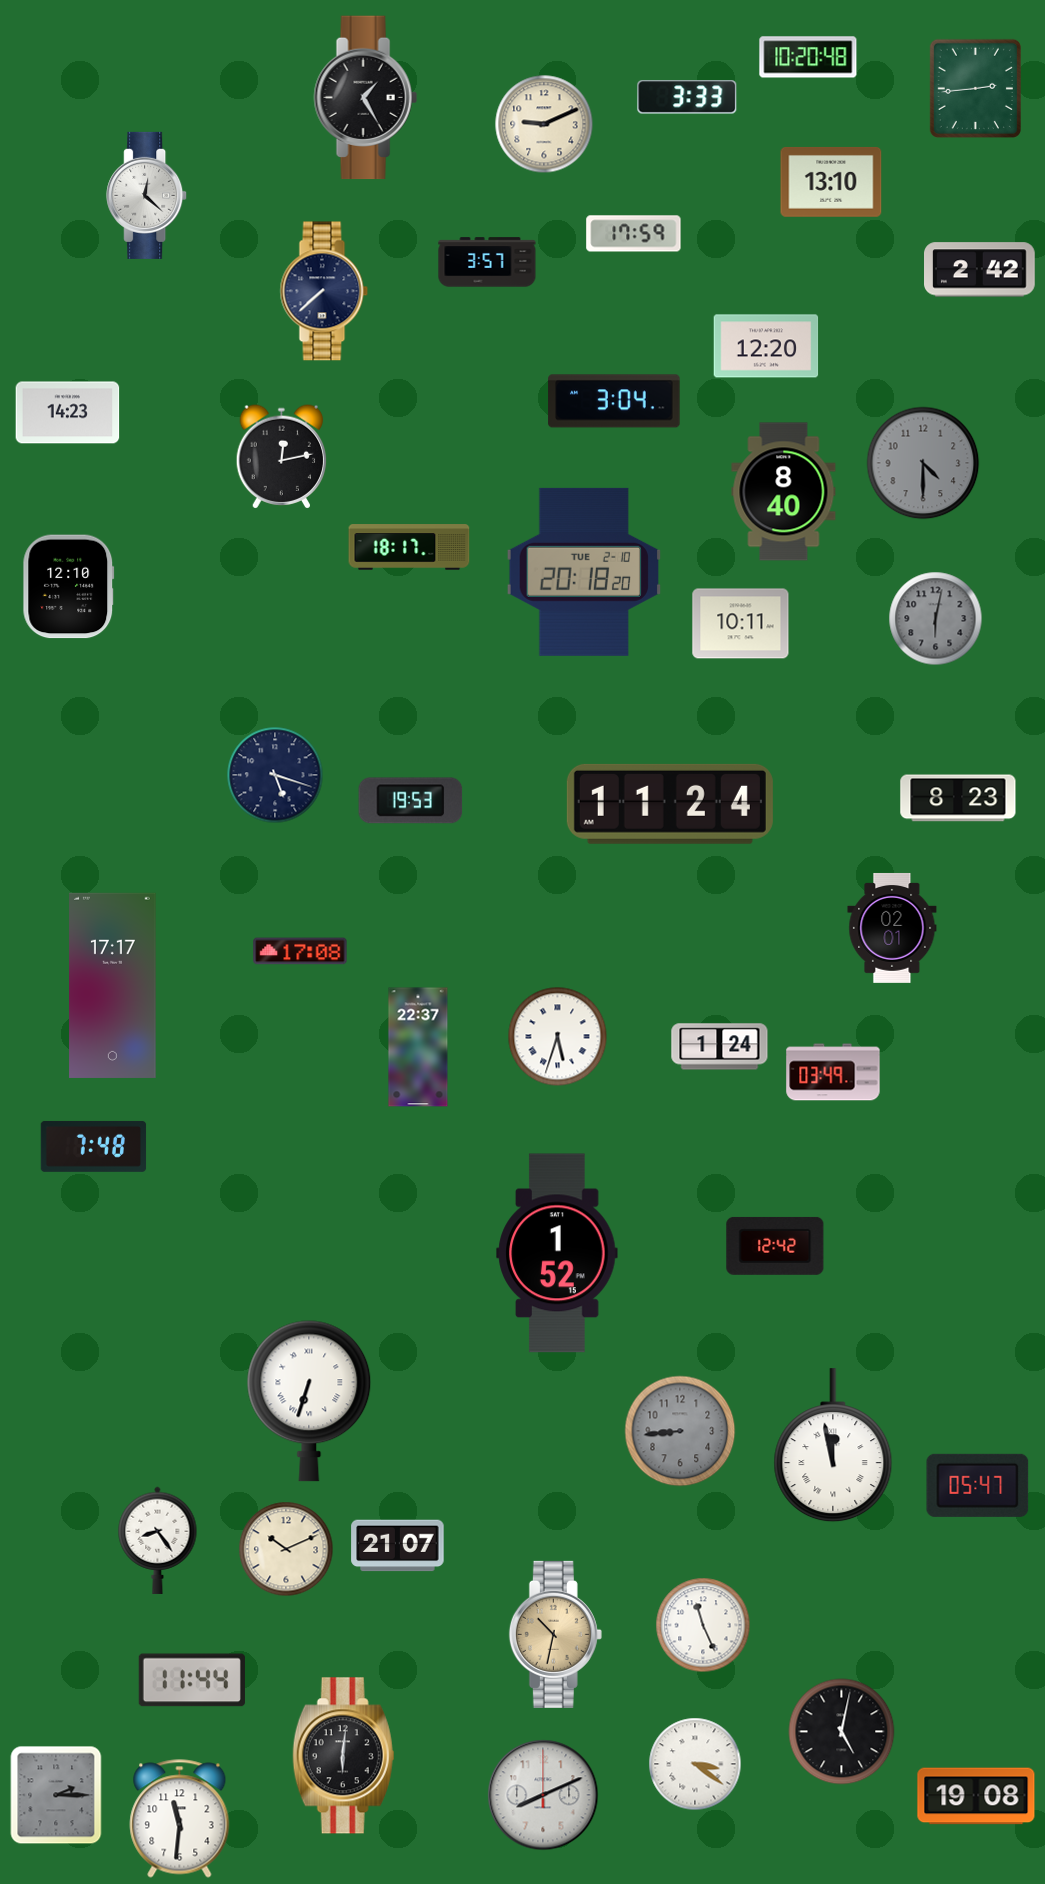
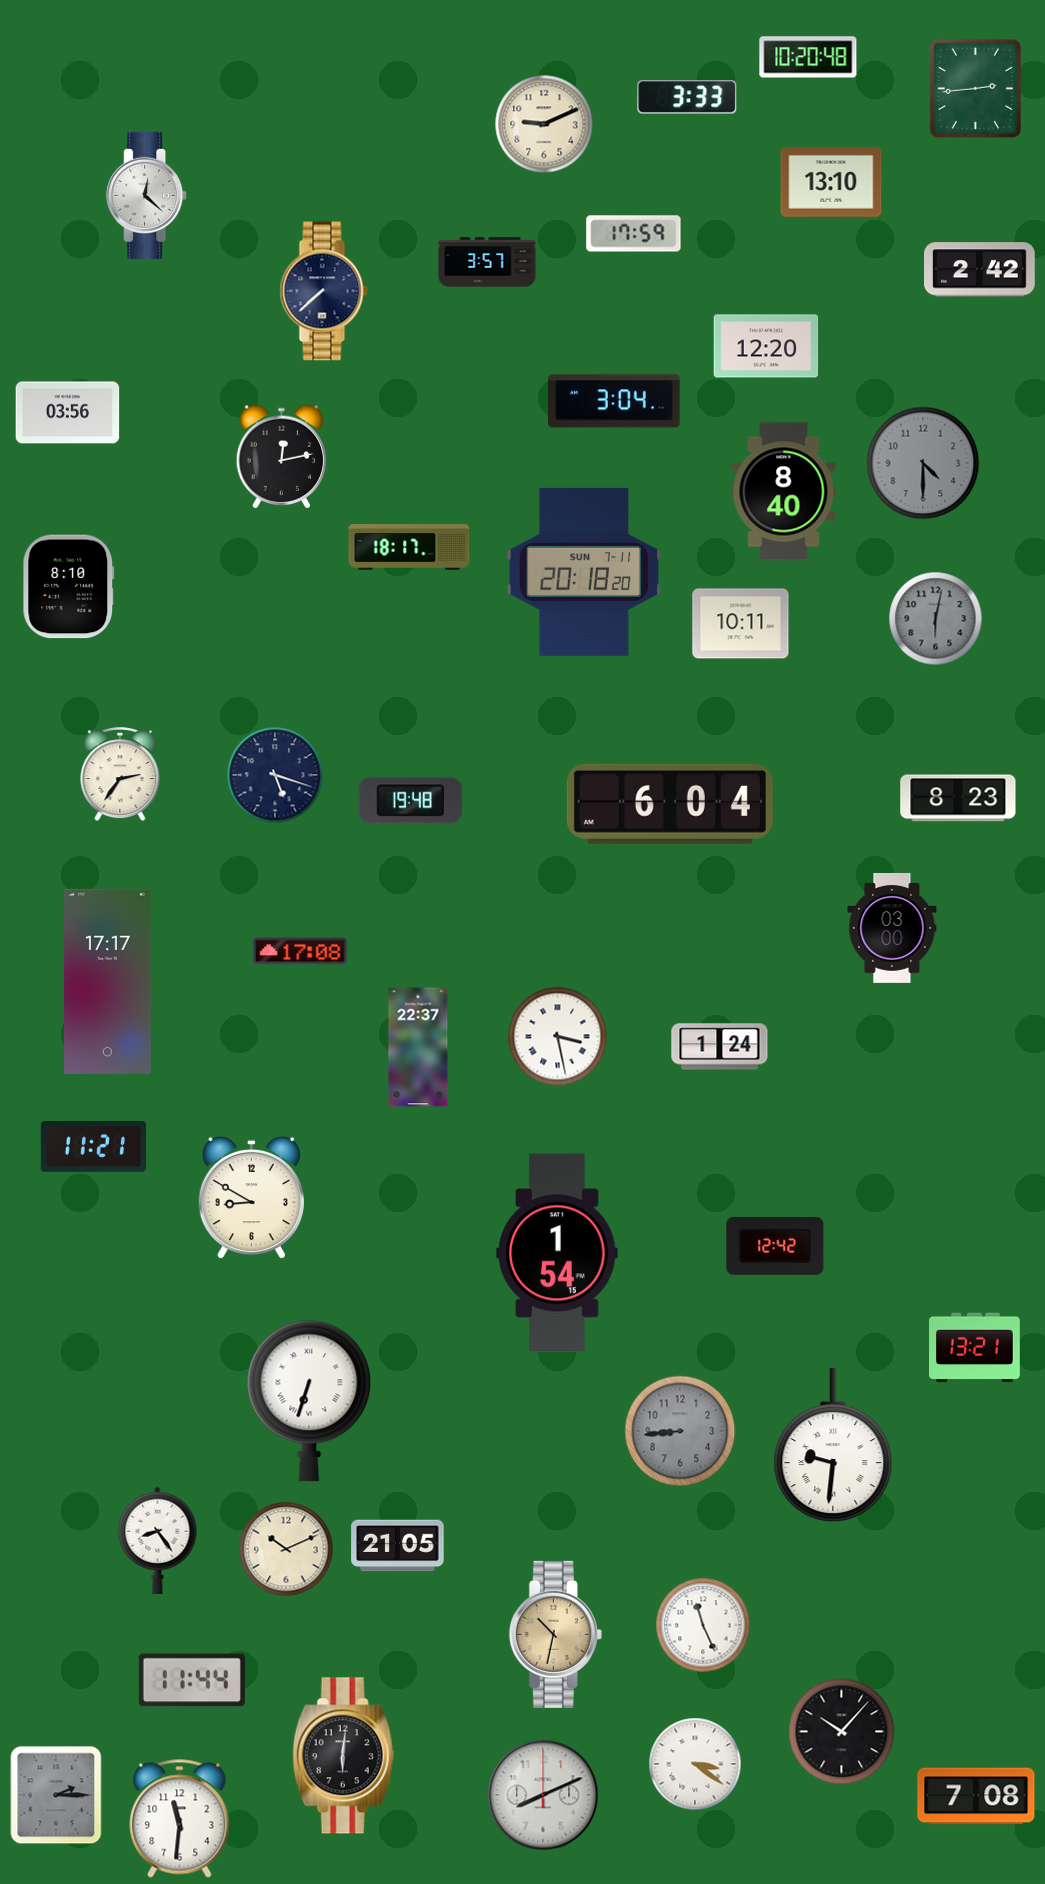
clock at (365, 98): 1:25 -> none
clock at (68, 413): 14:23 -> 03:56
clock at (584, 572) date: TUE 2-10 -> SUN 7-11
clock at (69, 587): 12:10 -> 8:10
clock at (120, 775): none -> 2:36
clock at (411, 801): 19:53 -> 19:48
clock at (670, 804): 11:24 -> 6:04
clock at (892, 928): 02:01 -> 03:00
clock at (113, 985) position: (113, 985) -> (108, 981)
clock at (558, 1037): 5:33 -> 3:28
clock at (833, 1072): 03:49 -> none
clock at (94, 1146): 7:48 -> 11:21
clock at (251, 1198): none -> 8:50
clock at (557, 1253): 1:52 -> 1:54
clock at (975, 1348): none -> 13:21
clock at (833, 1446): 11:58 -> 9:31
clock at (978, 1485): 05:47 -> none
clock at (398, 1546): 21:07 -> 21:05
clock at (842, 1732): 5:02 -> 10:07
clock at (976, 1796): 19:08 -> 7:08
